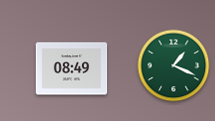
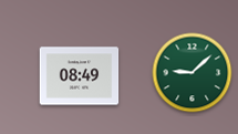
clock at (174, 66): 1:19 -> 9:08
